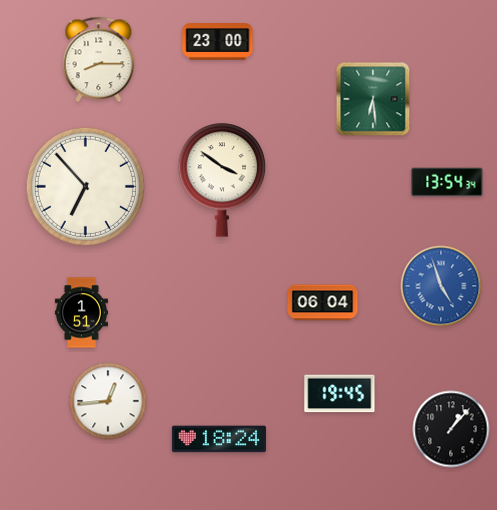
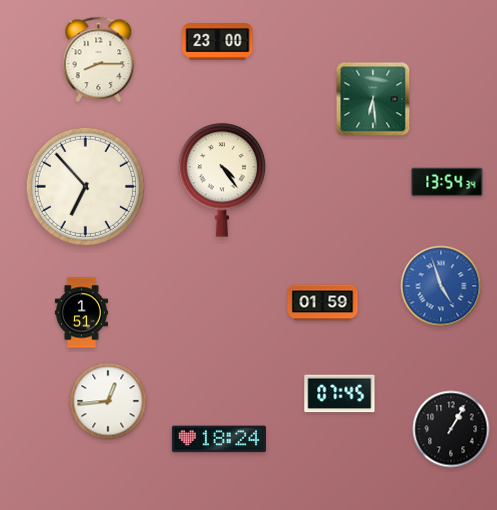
clock at (222, 180): 3:51 -> 4:24
clock at (323, 303): 06:04 -> 01:59
clock at (340, 394): 19:45 -> 07:45
clock at (451, 429): 1:07 -> 1:05
